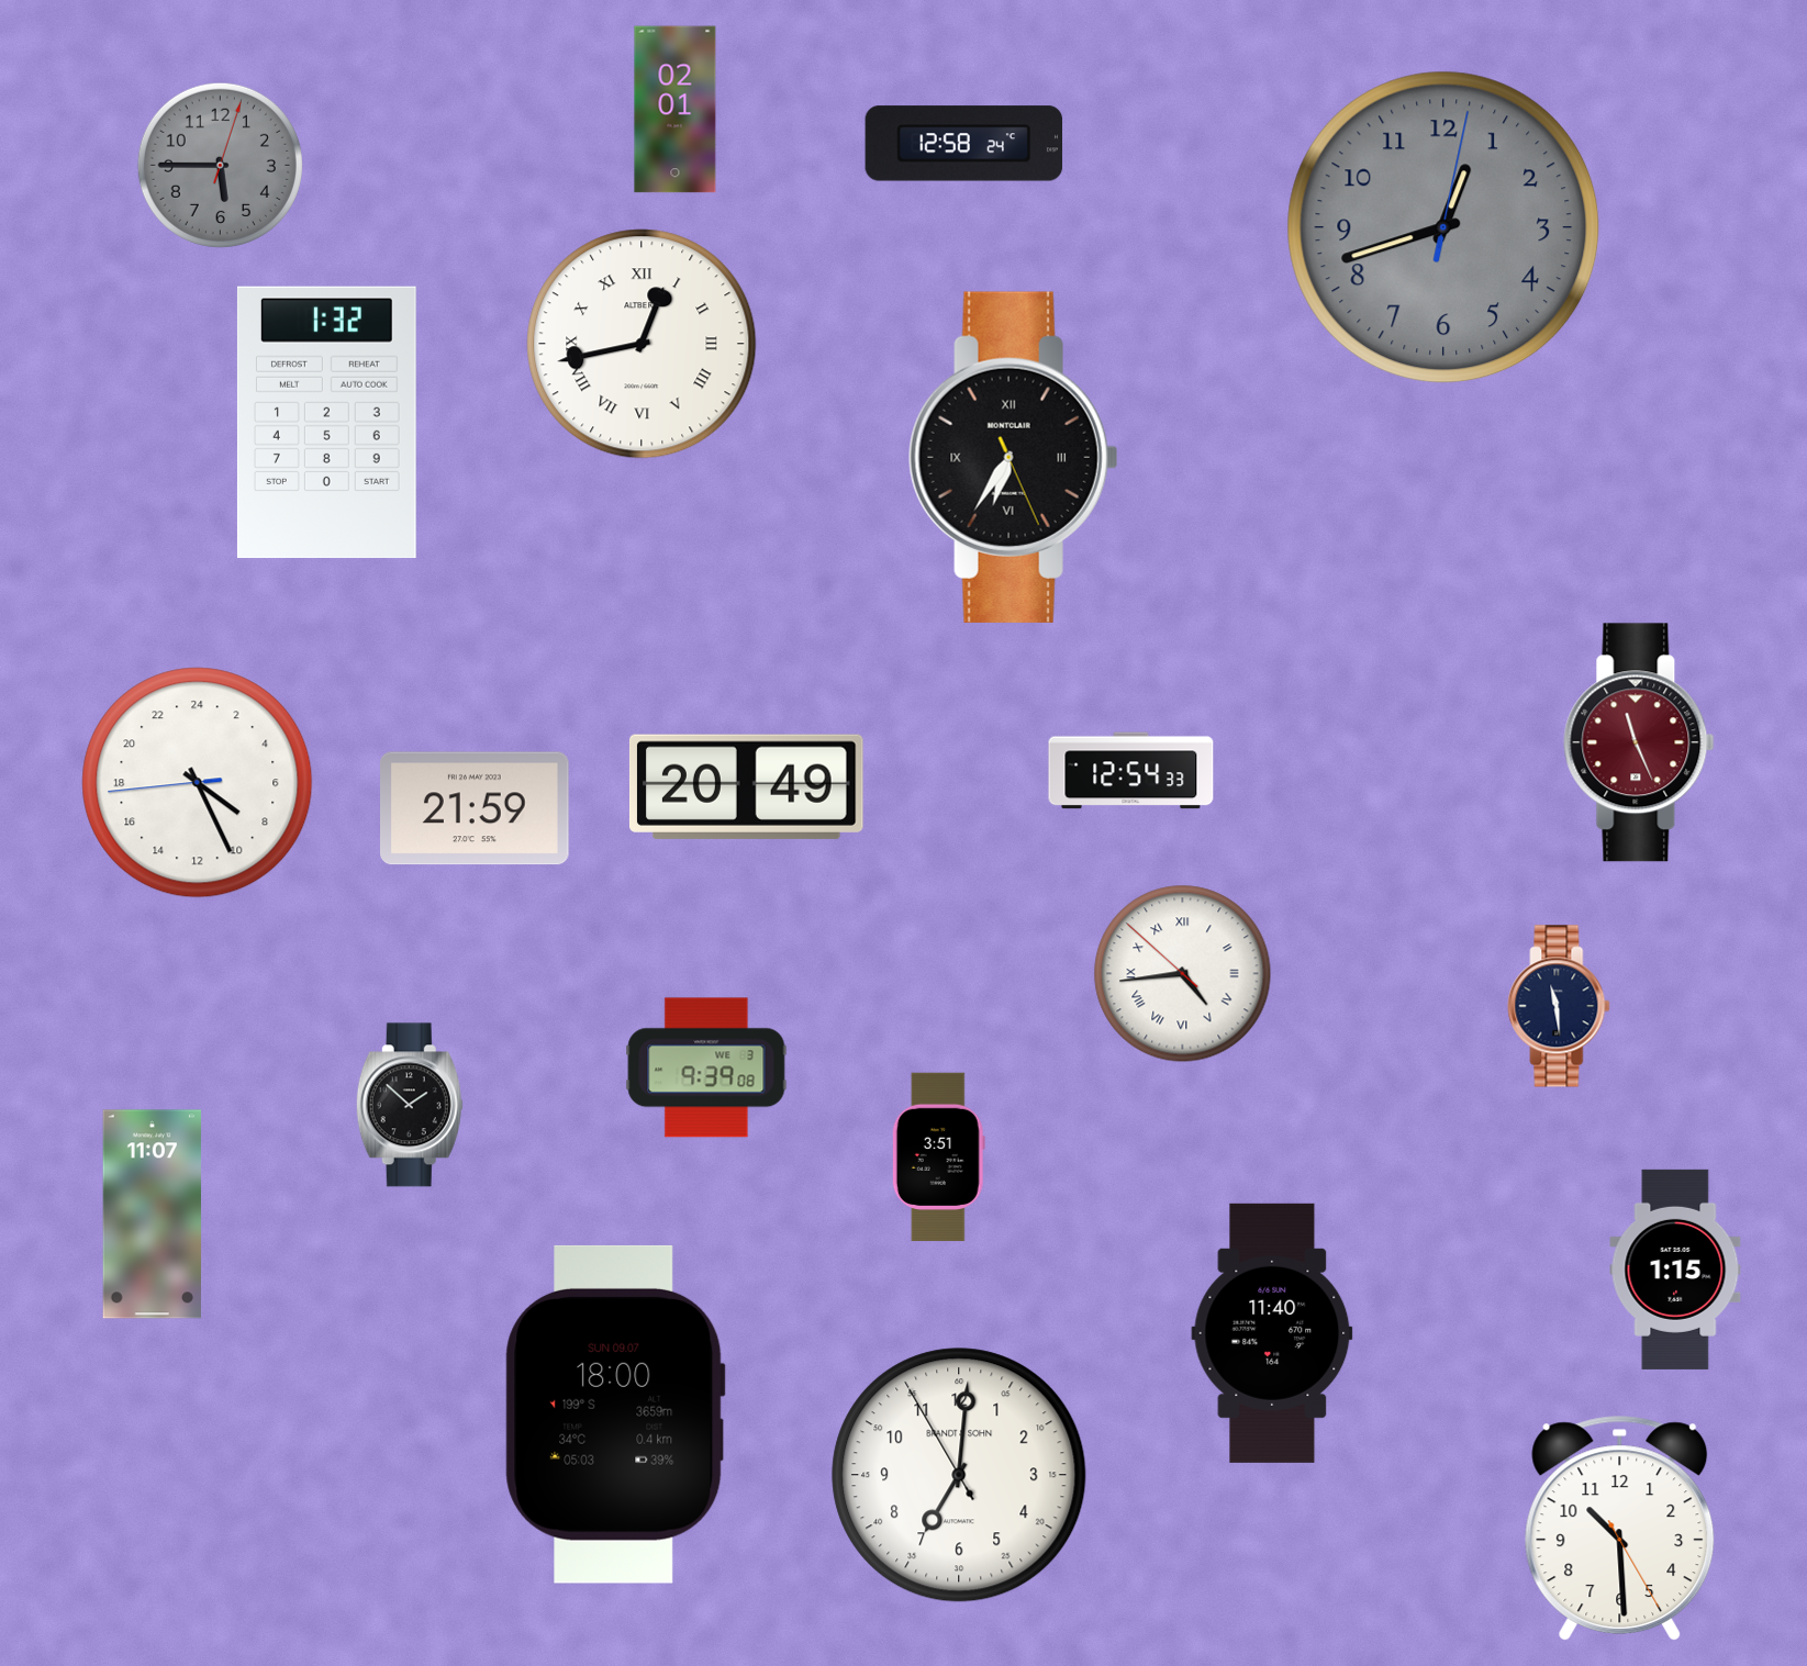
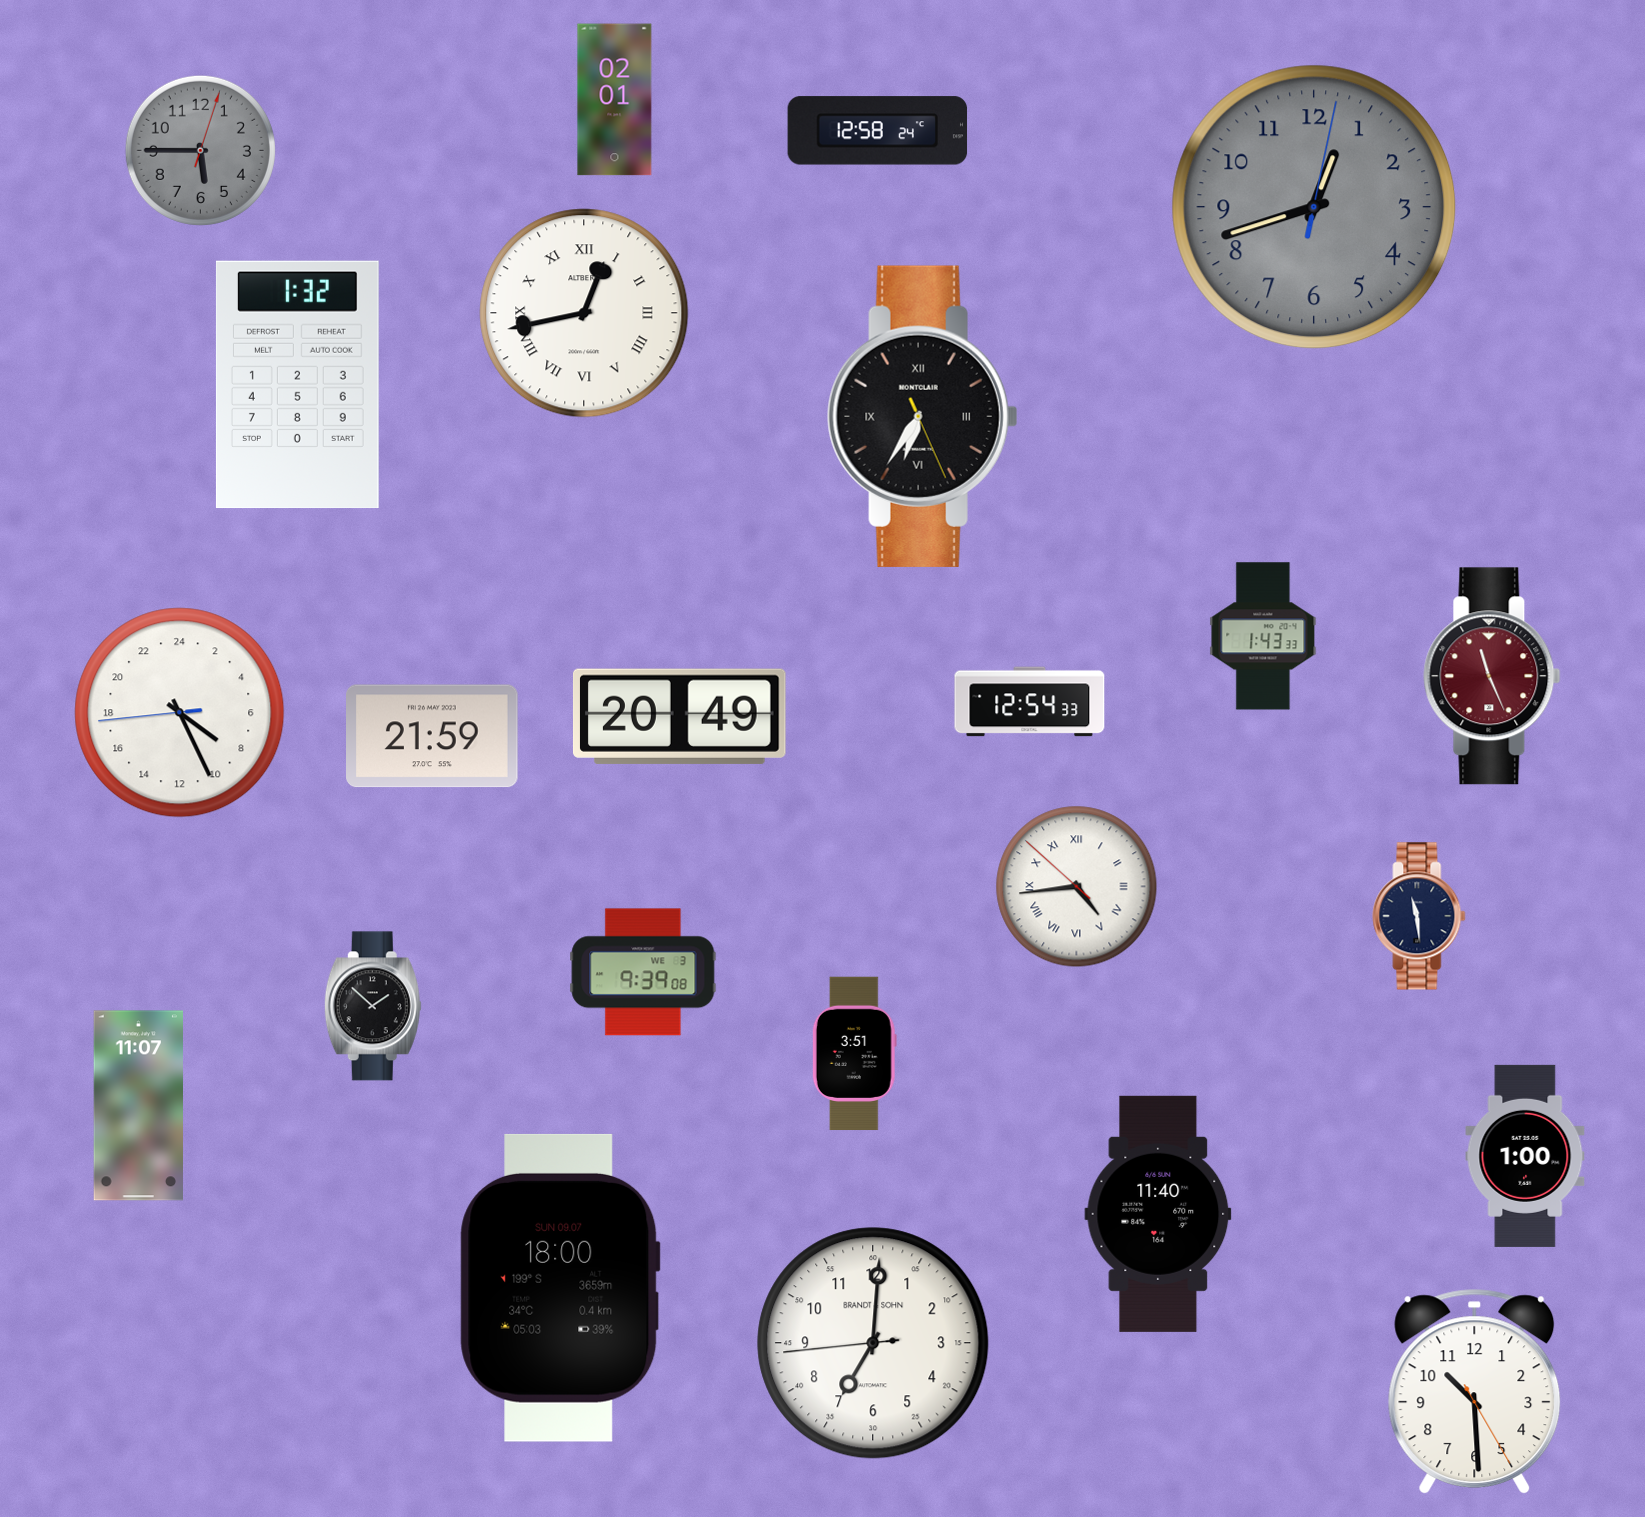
clock at (1263, 636): none -> 1:43
clock at (1675, 1270): 1:15 -> 1:00
clock at (959, 1475): 7:00:55 -> 7:00:44
